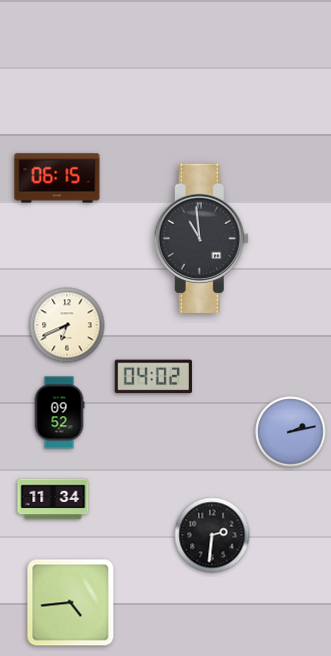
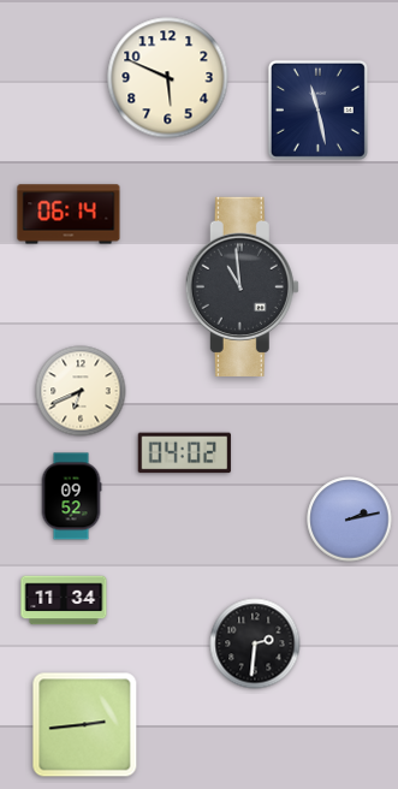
clock at (168, 78): none -> 5:49
clock at (317, 109): none -> 11:28
clock at (57, 178): 06:15 -> 06:14
clock at (71, 603): 4:44 -> 2:44
